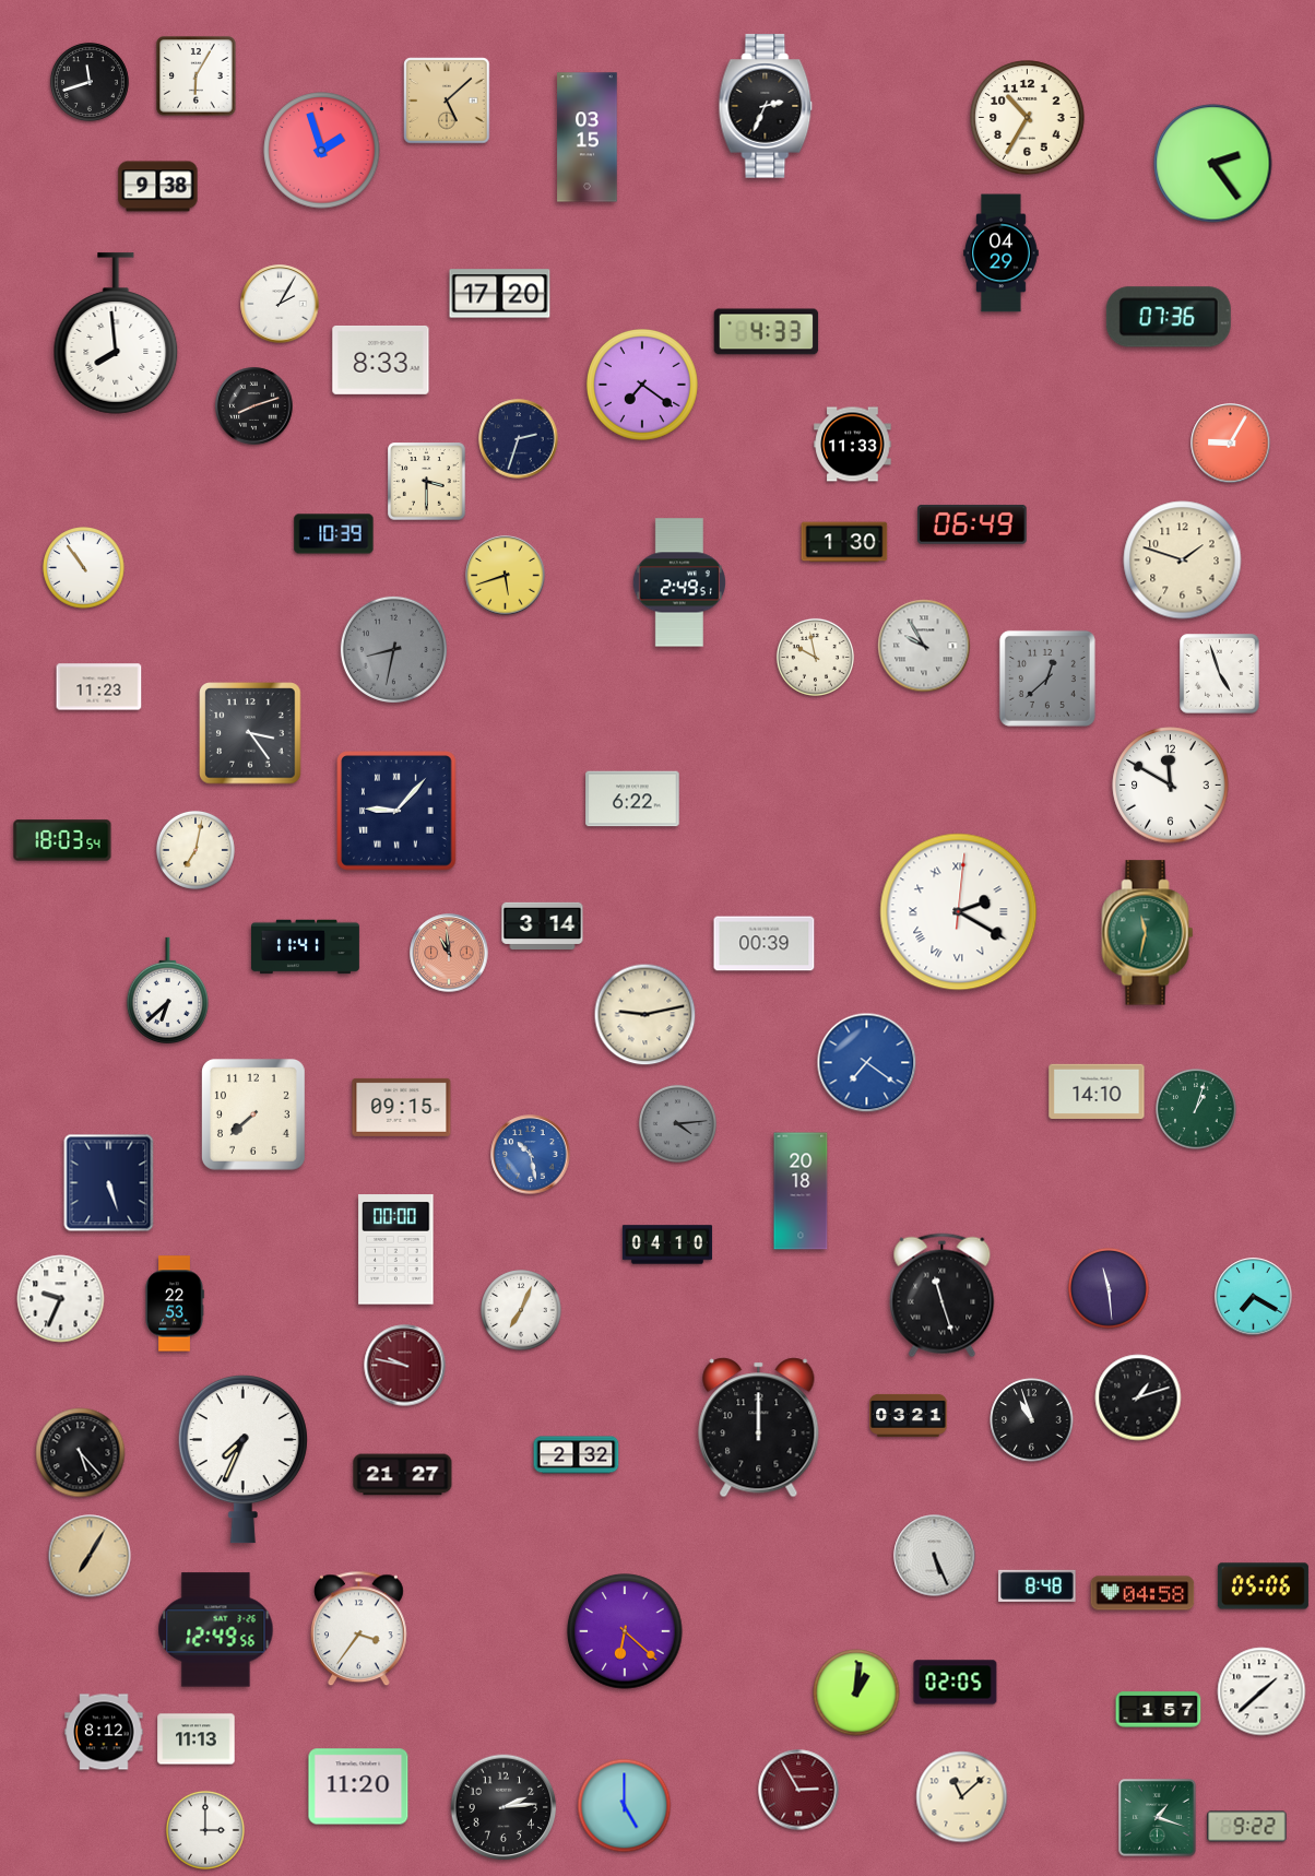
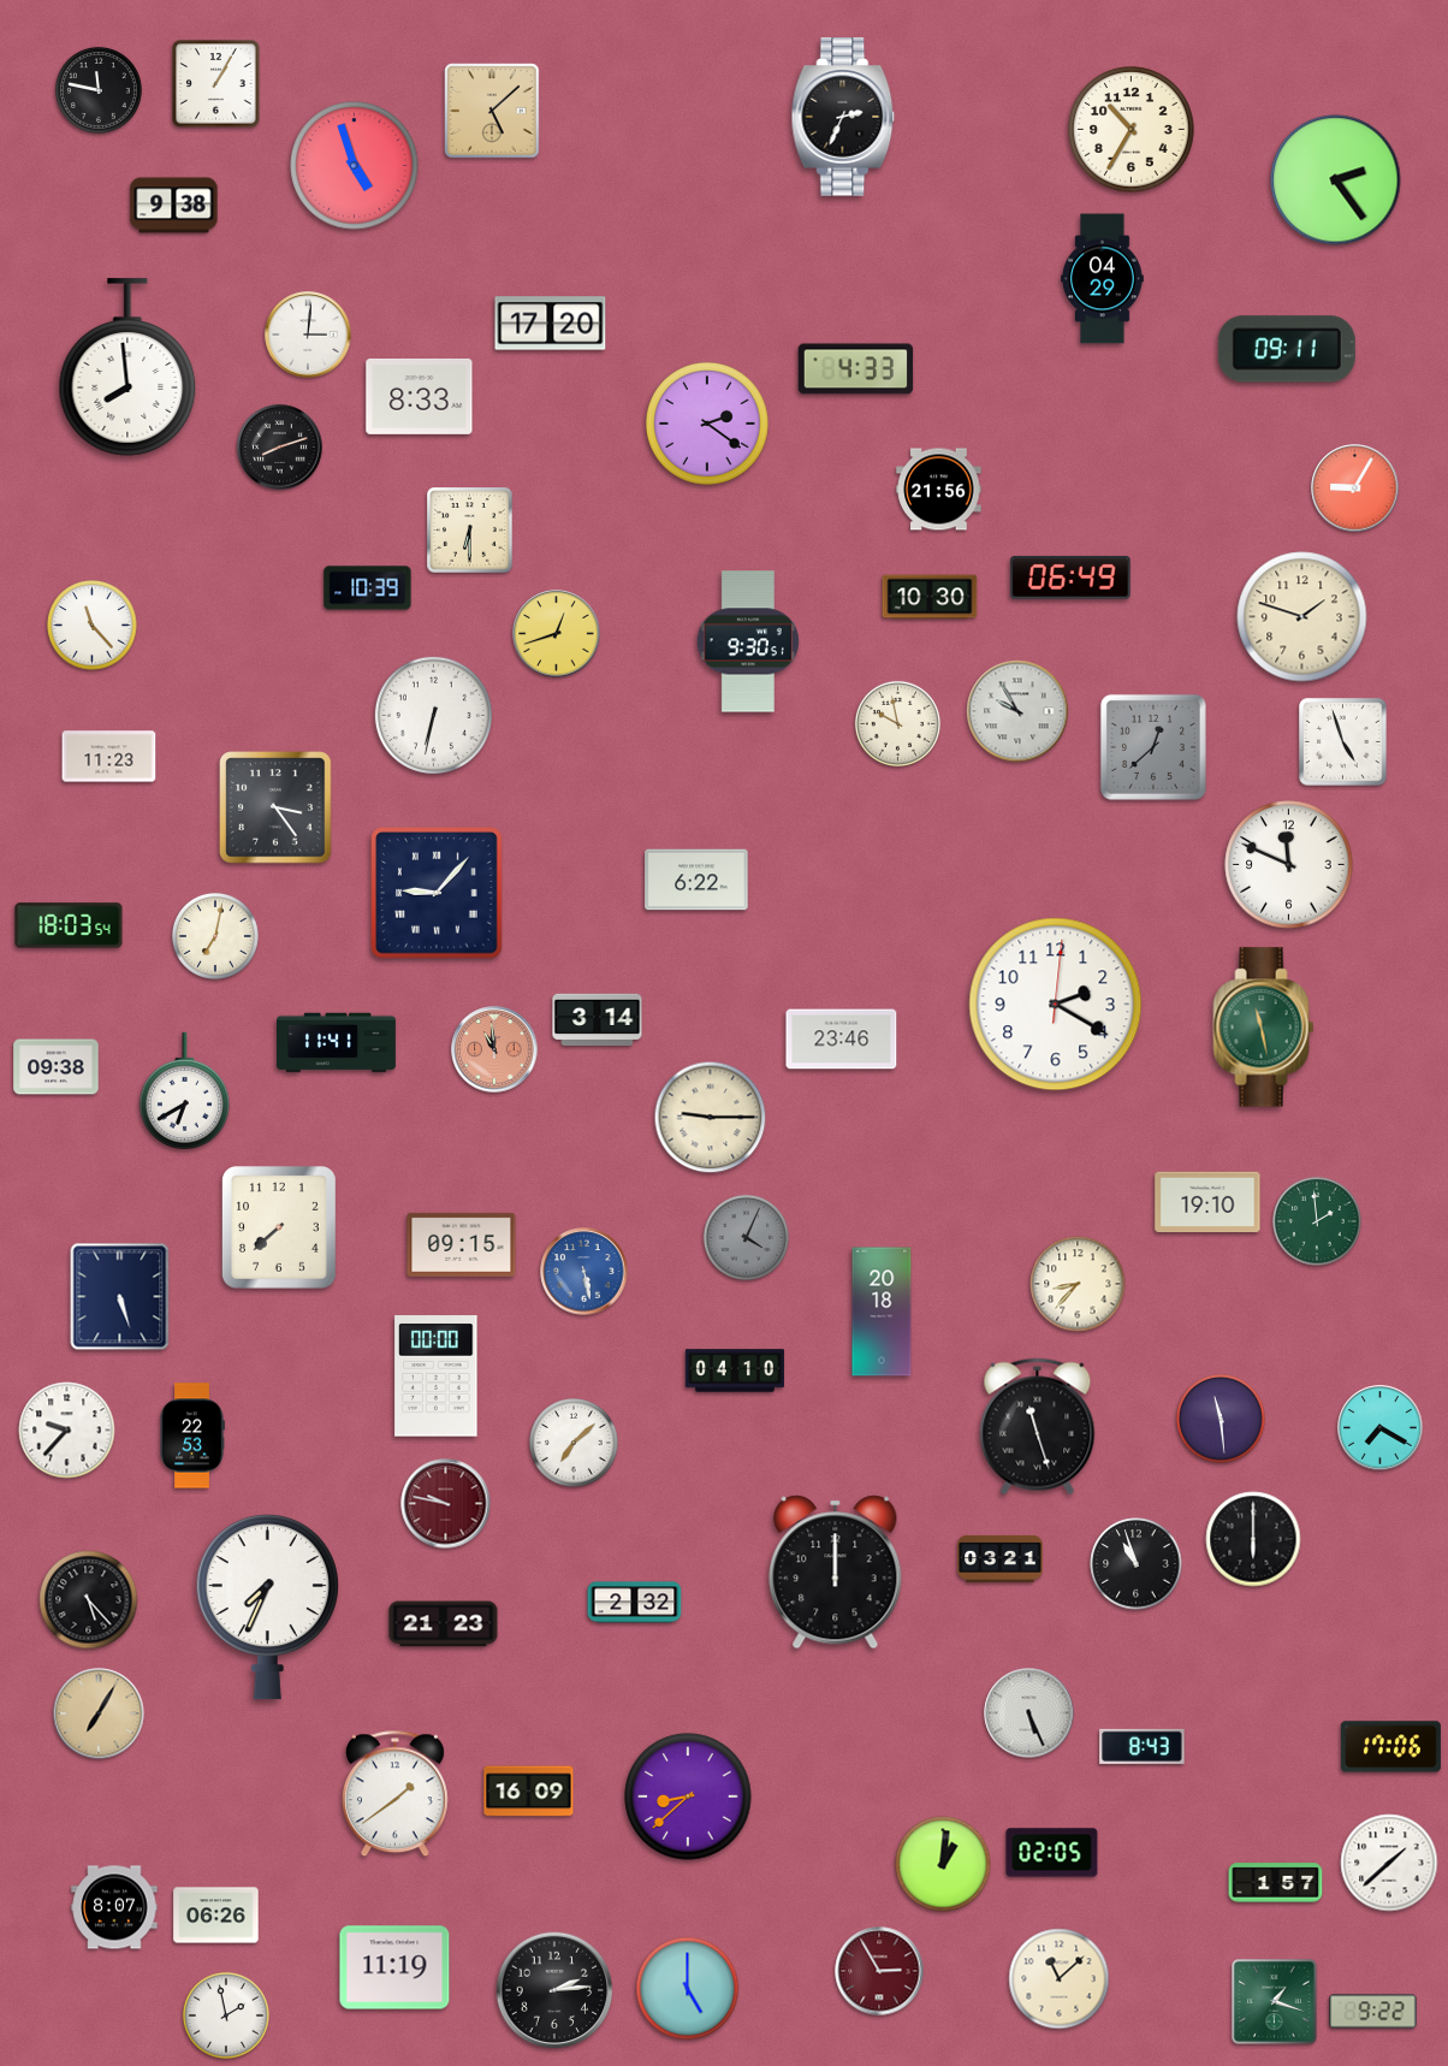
clock at (197, 76): 6:05 -> 1:05
clock at (90, 82): 11:42 -> 11:47
clock at (588, 138): 03:15 -> none
clock at (322, 151): 1:57 -> 4:57
clock at (280, 304): 2:05 -> 3:01
clock at (1169, 317): 07:36 -> 09:11
clock at (767, 332) position: (767, 332) -> (856, 369)
clock at (642, 385): 7:21 -> 2:21
clock at (519, 439): 2:33 -> none
clock at (853, 445): 11:33 -> 21:56
clock at (427, 482): 3:30 -> 6:30
clock at (844, 542): 1:30 -> 10:30
clock at (84, 568): 10:54 -> 11:23
clock at (506, 576): 5:42 -> 12:42
clock at (679, 582): 2:49 -> 9:30
clock at (393, 649): 8:32 -> 6:32
clock at (393, 649) dial: grey -> white
clock at (1171, 786): 11:50 -> 11:49
clock at (959, 912) numerals: Roman -> Arabic
clock at (1148, 933): 11:32 -> 11:28
clock at (765, 944): 00:39 -> 23:46
clock at (57, 1067): none -> 09:38
clock at (167, 990): 6:38 -> 6:40
clock at (645, 1015): 9:13 -> 9:15
clock at (867, 1063): 7:21 -> none
clock at (1097, 1090): 14:10 -> 19:10
clock at (402, 1107) position: (402, 1107) -> (462, 1244)
clock at (1197, 1110): 1:03 -> 1:59
clock at (677, 1123): 4:14 -> 4:04
clock at (531, 1155): 10:28 -> 5:28
clock at (1078, 1284): none -> 8:37
clock at (109, 1183) position: (109, 1183) -> (120, 1297)
clock at (61, 1299): 9:34 -> 9:37
clock at (522, 1311): 7:04 -> 7:08
clock at (1138, 1397): 1:12 -> 6:00
clock at (403, 1475): 21:27 -> 21:23
clock at (1038, 1585): 8:48 -> 8:43
clock at (1263, 1586): 05:06 -> 17:06
clock at (1142, 1593): 04:58 -> none
clock at (529, 1792): none -> 16:09
clock at (359, 1629): 3:36 -> 1:39
clock at (216, 1630): 12:49 -> none
clock at (625, 1631): 6:22 -> 8:38
clock at (104, 1732): 8:12 -> 8:07
clock at (197, 1739): 11:13 -> 06:26
clock at (358, 1786): 11:20 -> 11:19
clock at (205, 1830): 3:00 -> 1:58
